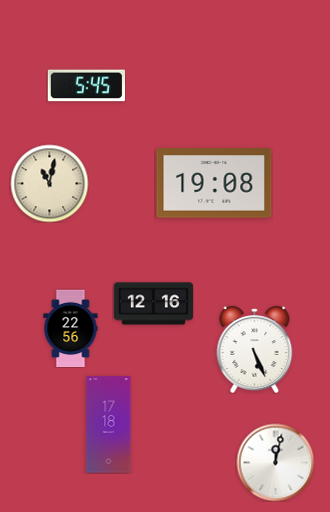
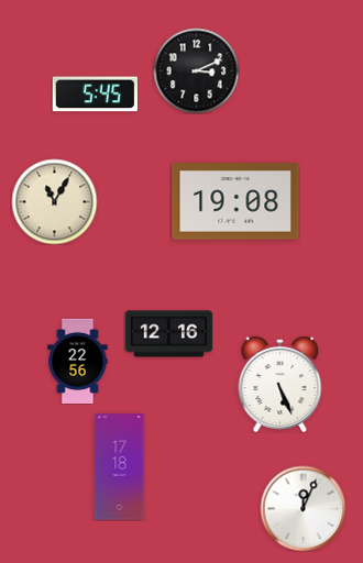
clock at (196, 70): none -> 3:11
clock at (49, 183): 11:02 -> 11:05
clock at (275, 462): 12:02 -> 12:04
